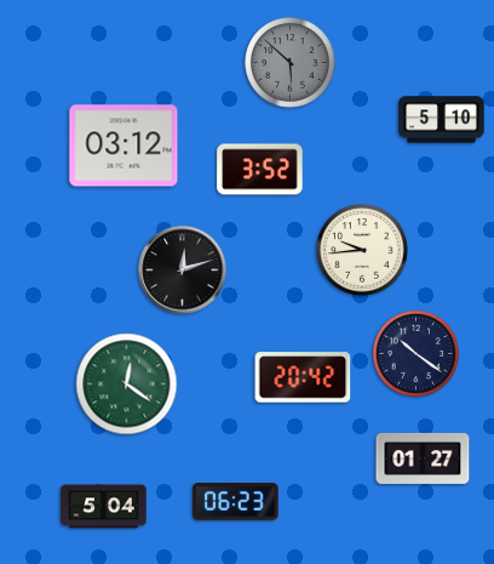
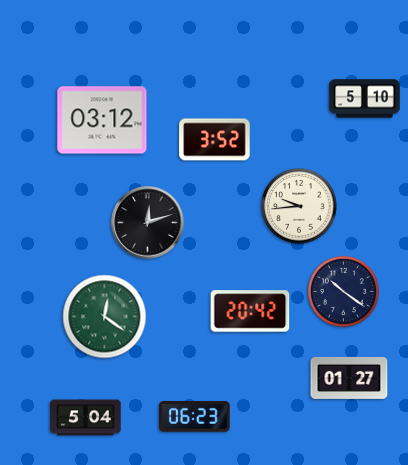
clock at (291, 63): 5:52 -> none
clock at (183, 270) position: (183, 270) -> (148, 223)
clock at (236, 502) position: (236, 502) -> (195, 417)
